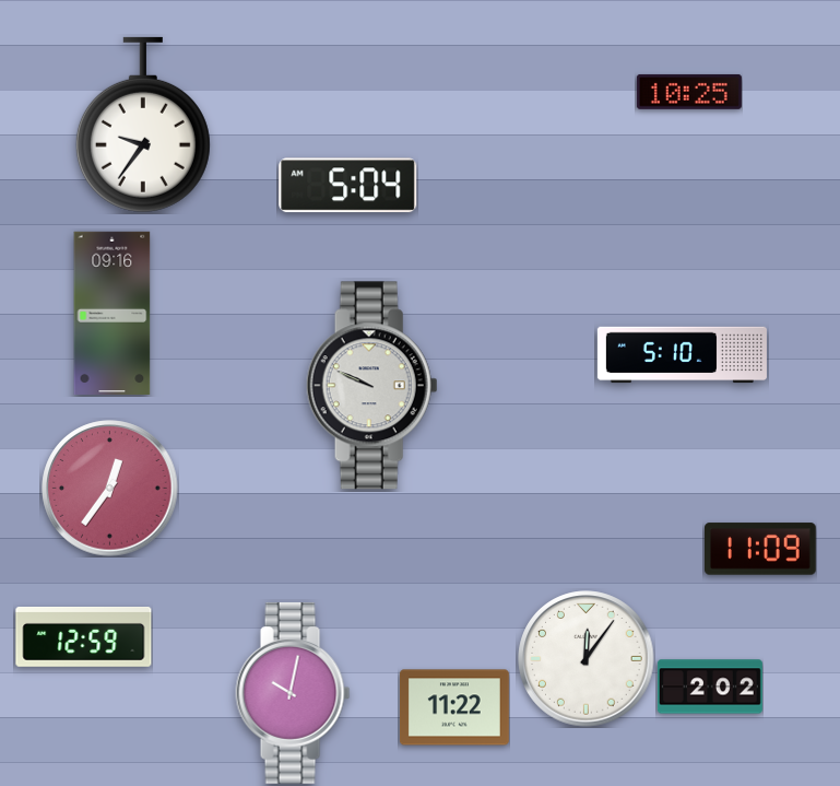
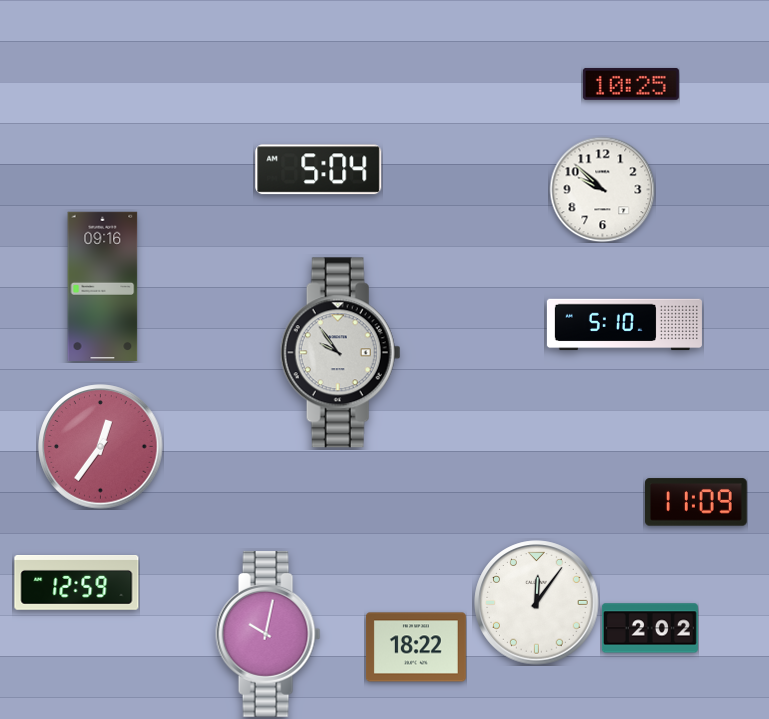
clock at (143, 125): 9:36 -> none
clock at (602, 189): none -> 9:52
clock at (371, 386): 9:49 -> 9:54
clock at (456, 707): 11:22 -> 18:22
